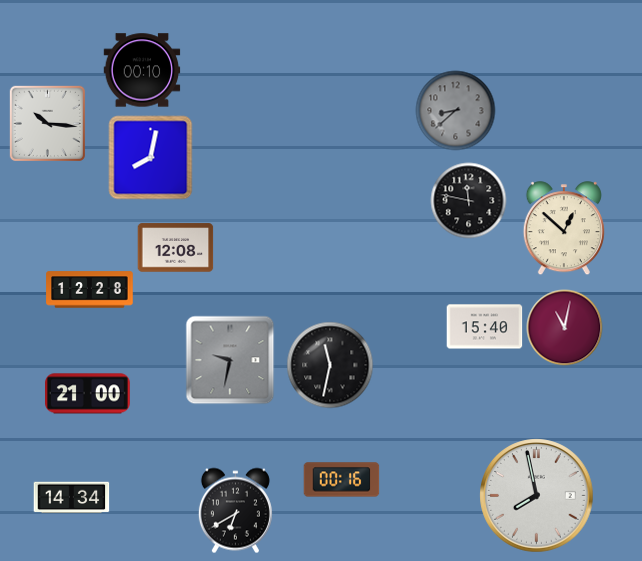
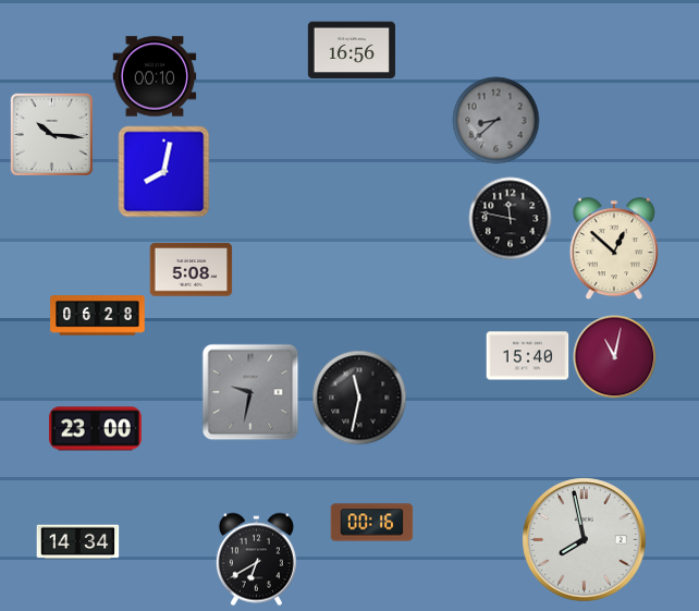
clock at (352, 50): none -> 16:56
clock at (176, 248): 12:08 -> 5:08
clock at (90, 290): 12:28 -> 06:28
clock at (88, 394): 21:00 -> 23:00
clock at (235, 511) position: (235, 511) -> (256, 560)
